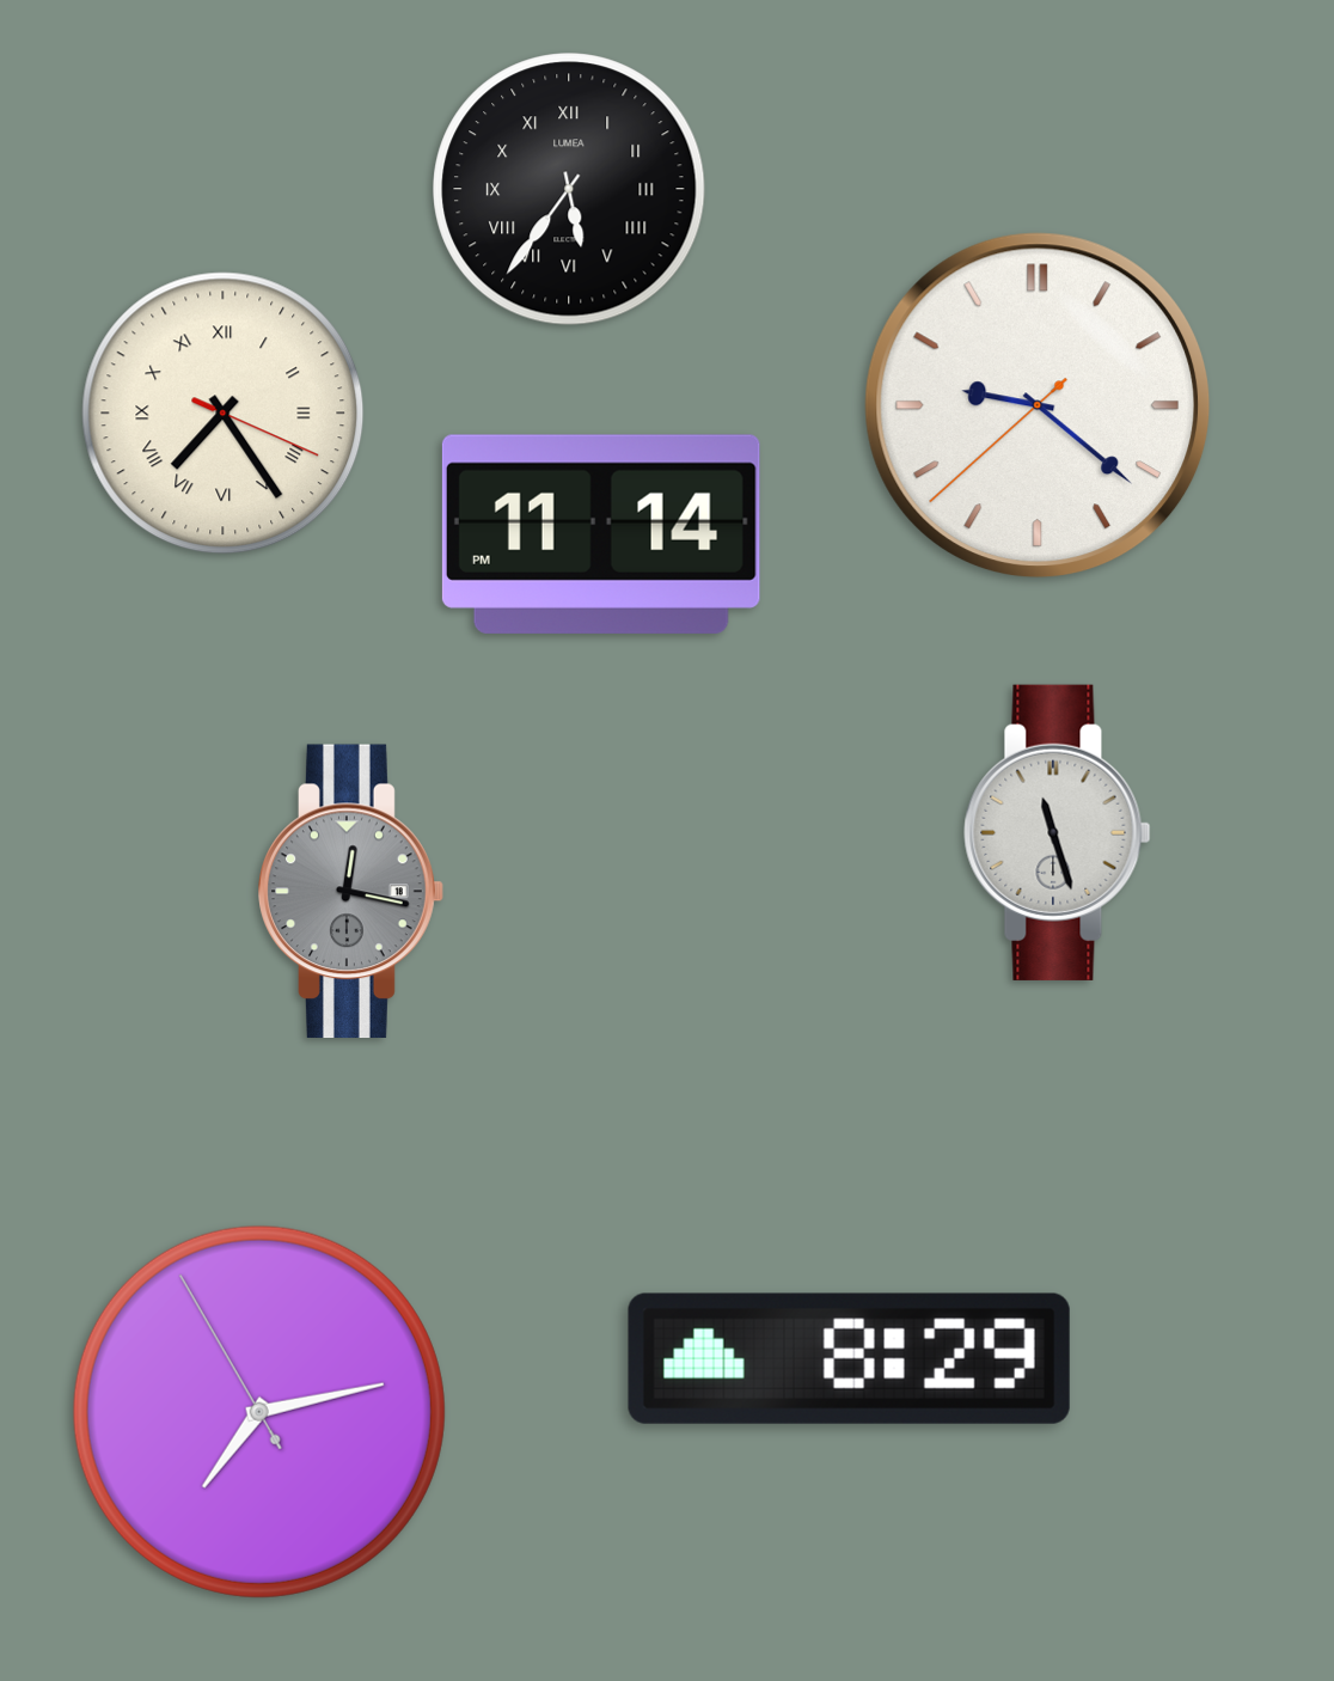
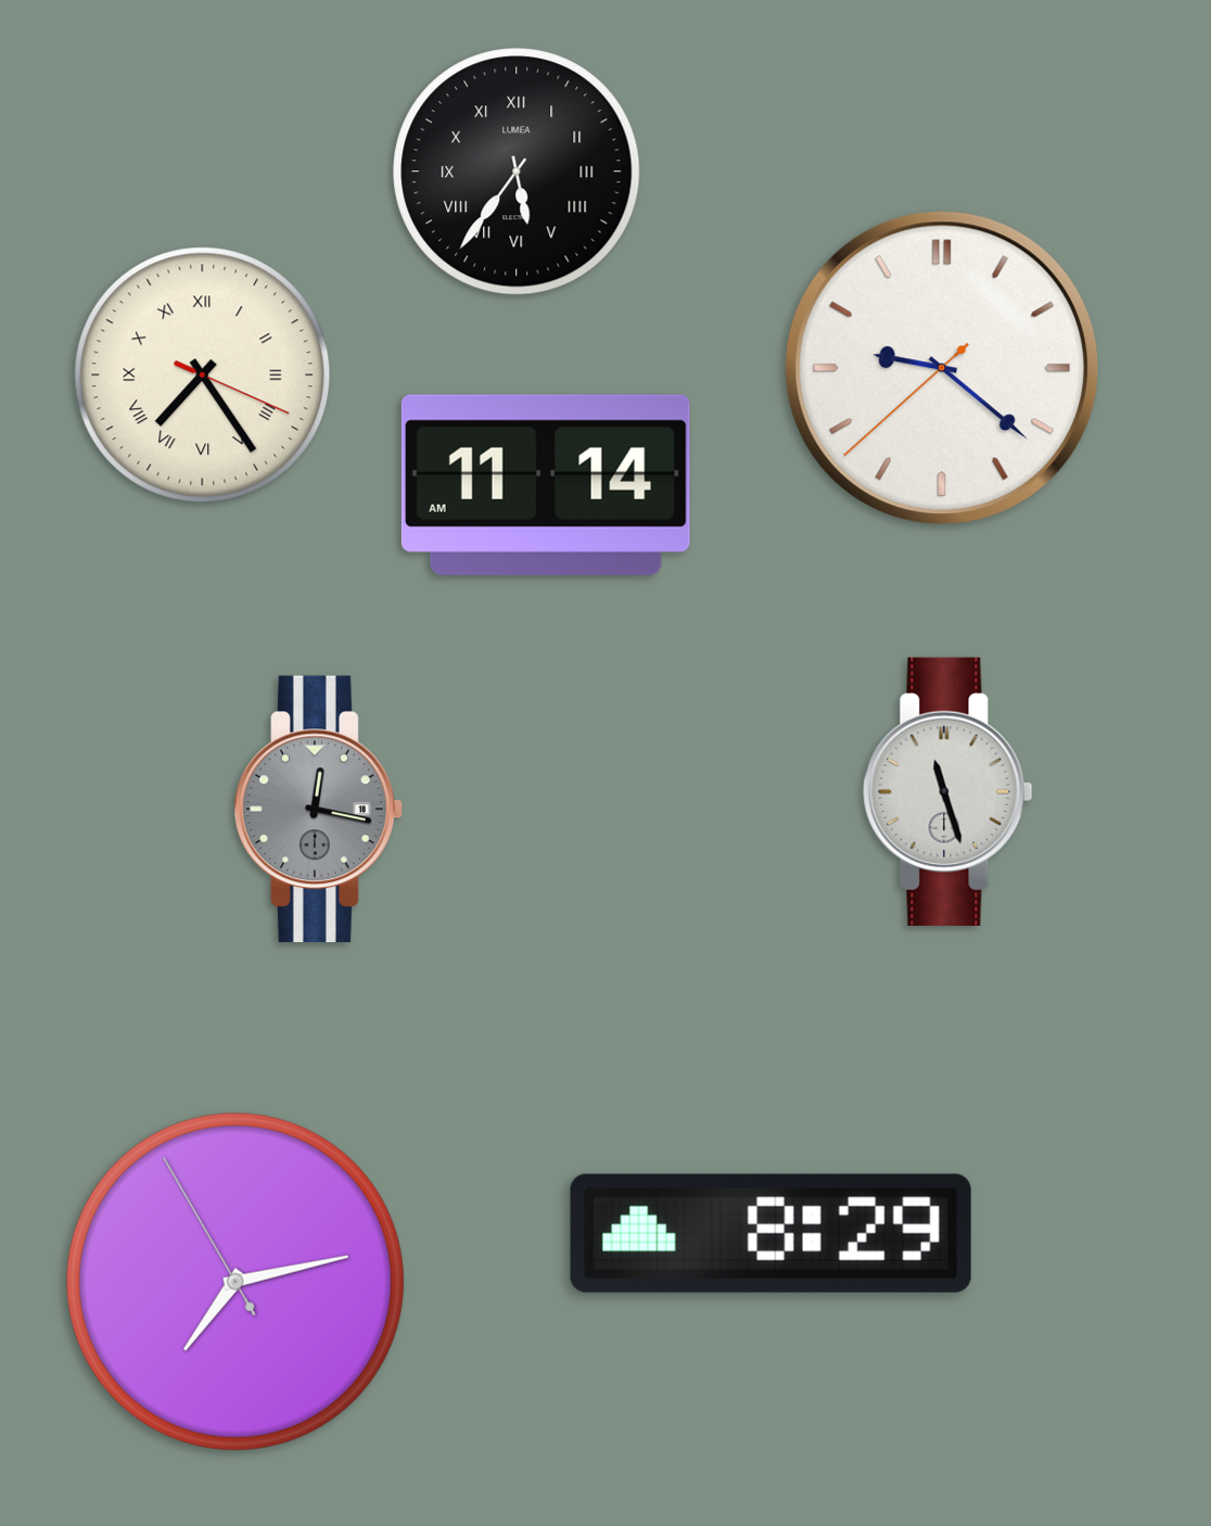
clock at (601, 534): 11:14 PM -> 11:14 AM
clock at (1058, 832) position: (1058, 832) -> (948, 791)
